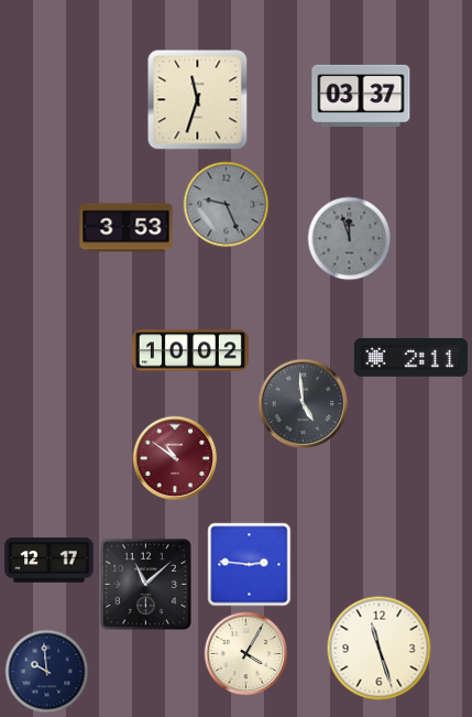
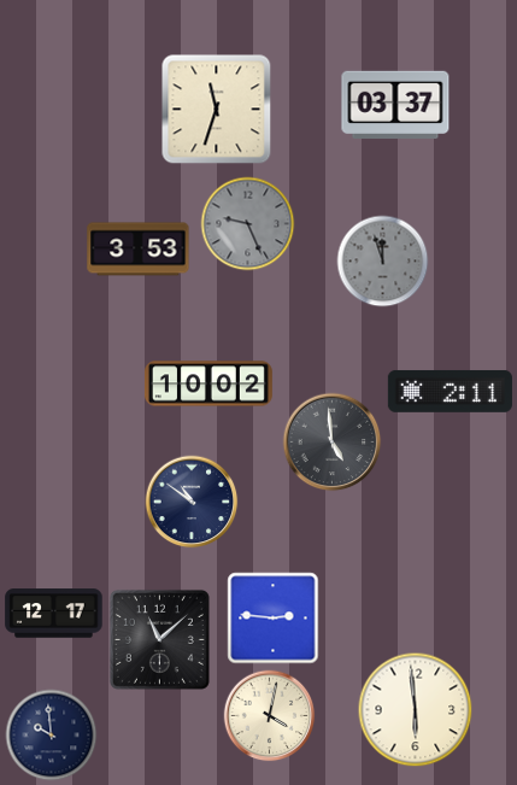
clock at (175, 458) dial: burgundy -> navy
clock at (380, 649): 11:27 -> 5:59
clock at (246, 654): 4:05 -> 4:02
